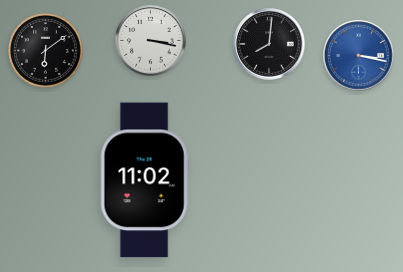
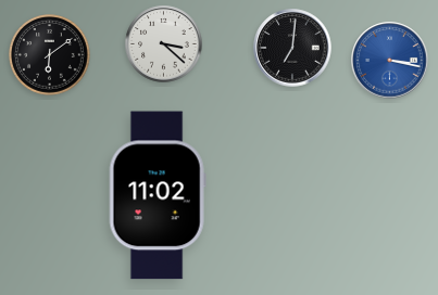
clock at (151, 41): 3:17 -> 3:22
clock at (269, 44): 8:01 -> 7:01
